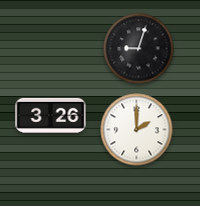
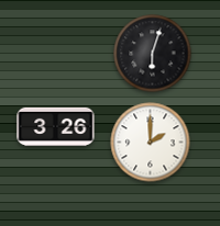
clock at (139, 49): 9:03 -> 6:03
